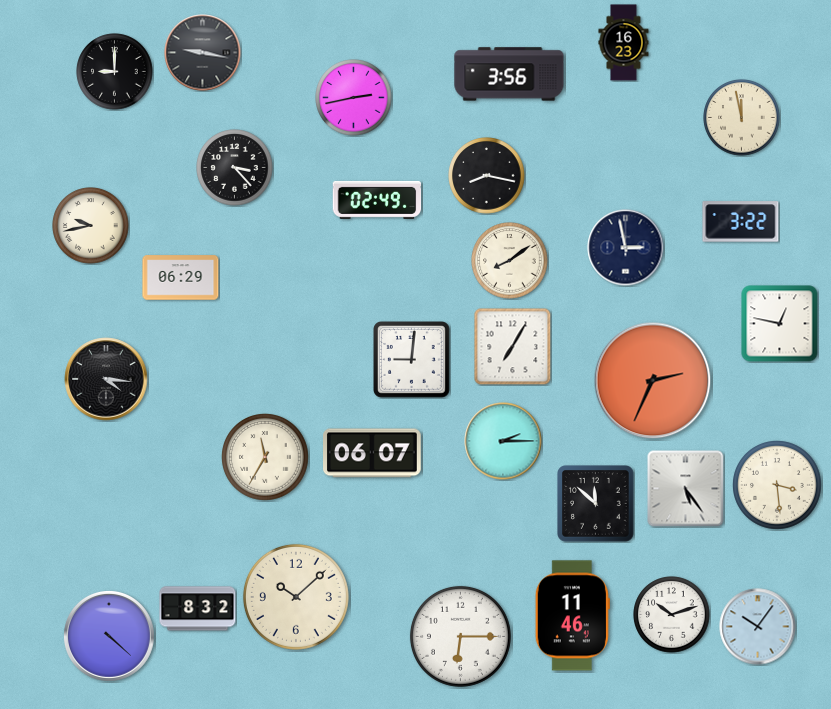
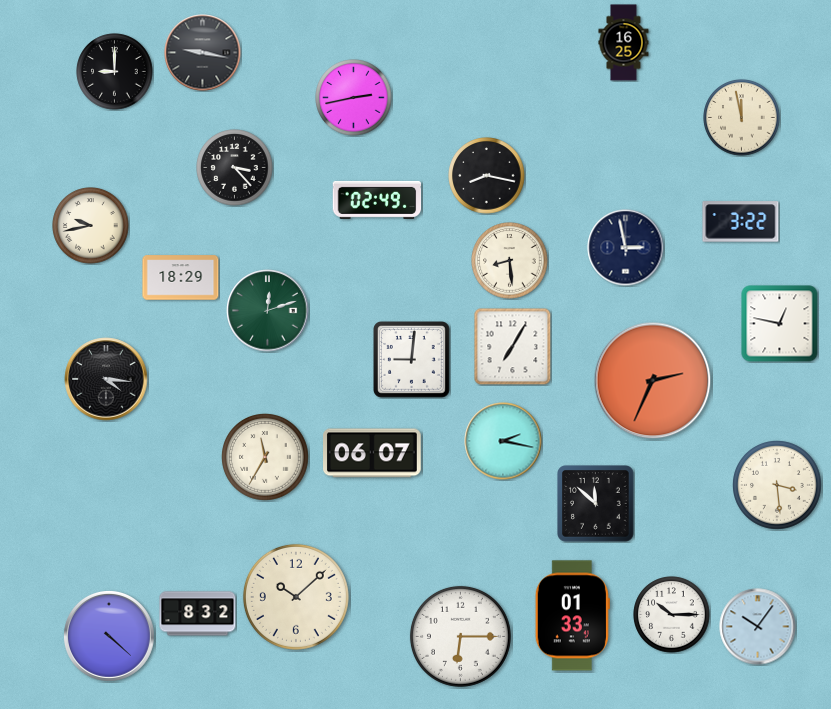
clock at (624, 43): 16:23 -> 16:25
clock at (509, 74): 3:56 -> none
clock at (510, 261): 8:09 -> 8:29
clock at (181, 278): 06:29 -> 18:29
clock at (268, 311): none -> 12:12
clock at (503, 441): 2:15 -> 2:17
clock at (686, 489): 5:24 -> none
clock at (198, 609) position: (198, 609) -> (198, 614)
clock at (672, 615): 10:12 -> 10:15
clock at (572, 616): 11:46 -> 01:33
